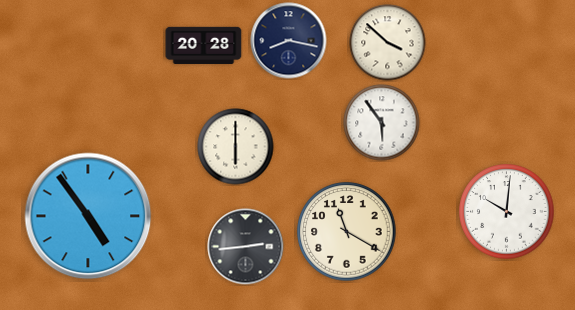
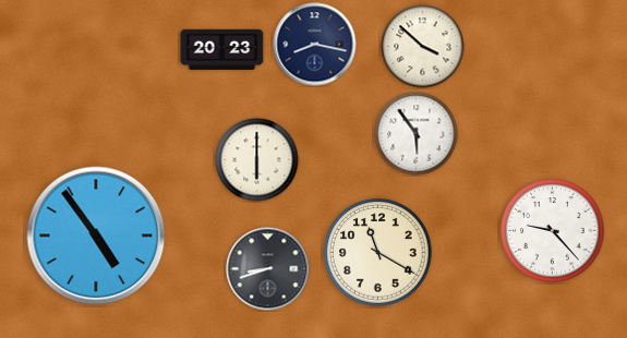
clock at (204, 45): 20:28 -> 20:23
clock at (507, 212): 10:01 -> 9:23
clock at (246, 247): 2:44 -> 8:42
